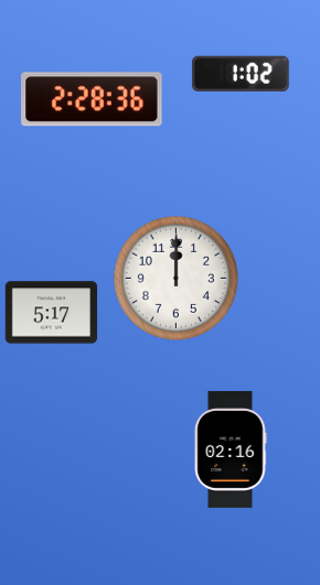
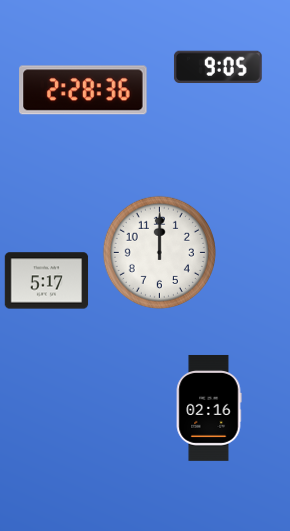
clock at (241, 74): 1:02 -> 9:05
clock at (52, 313) position: (52, 313) -> (47, 281)
